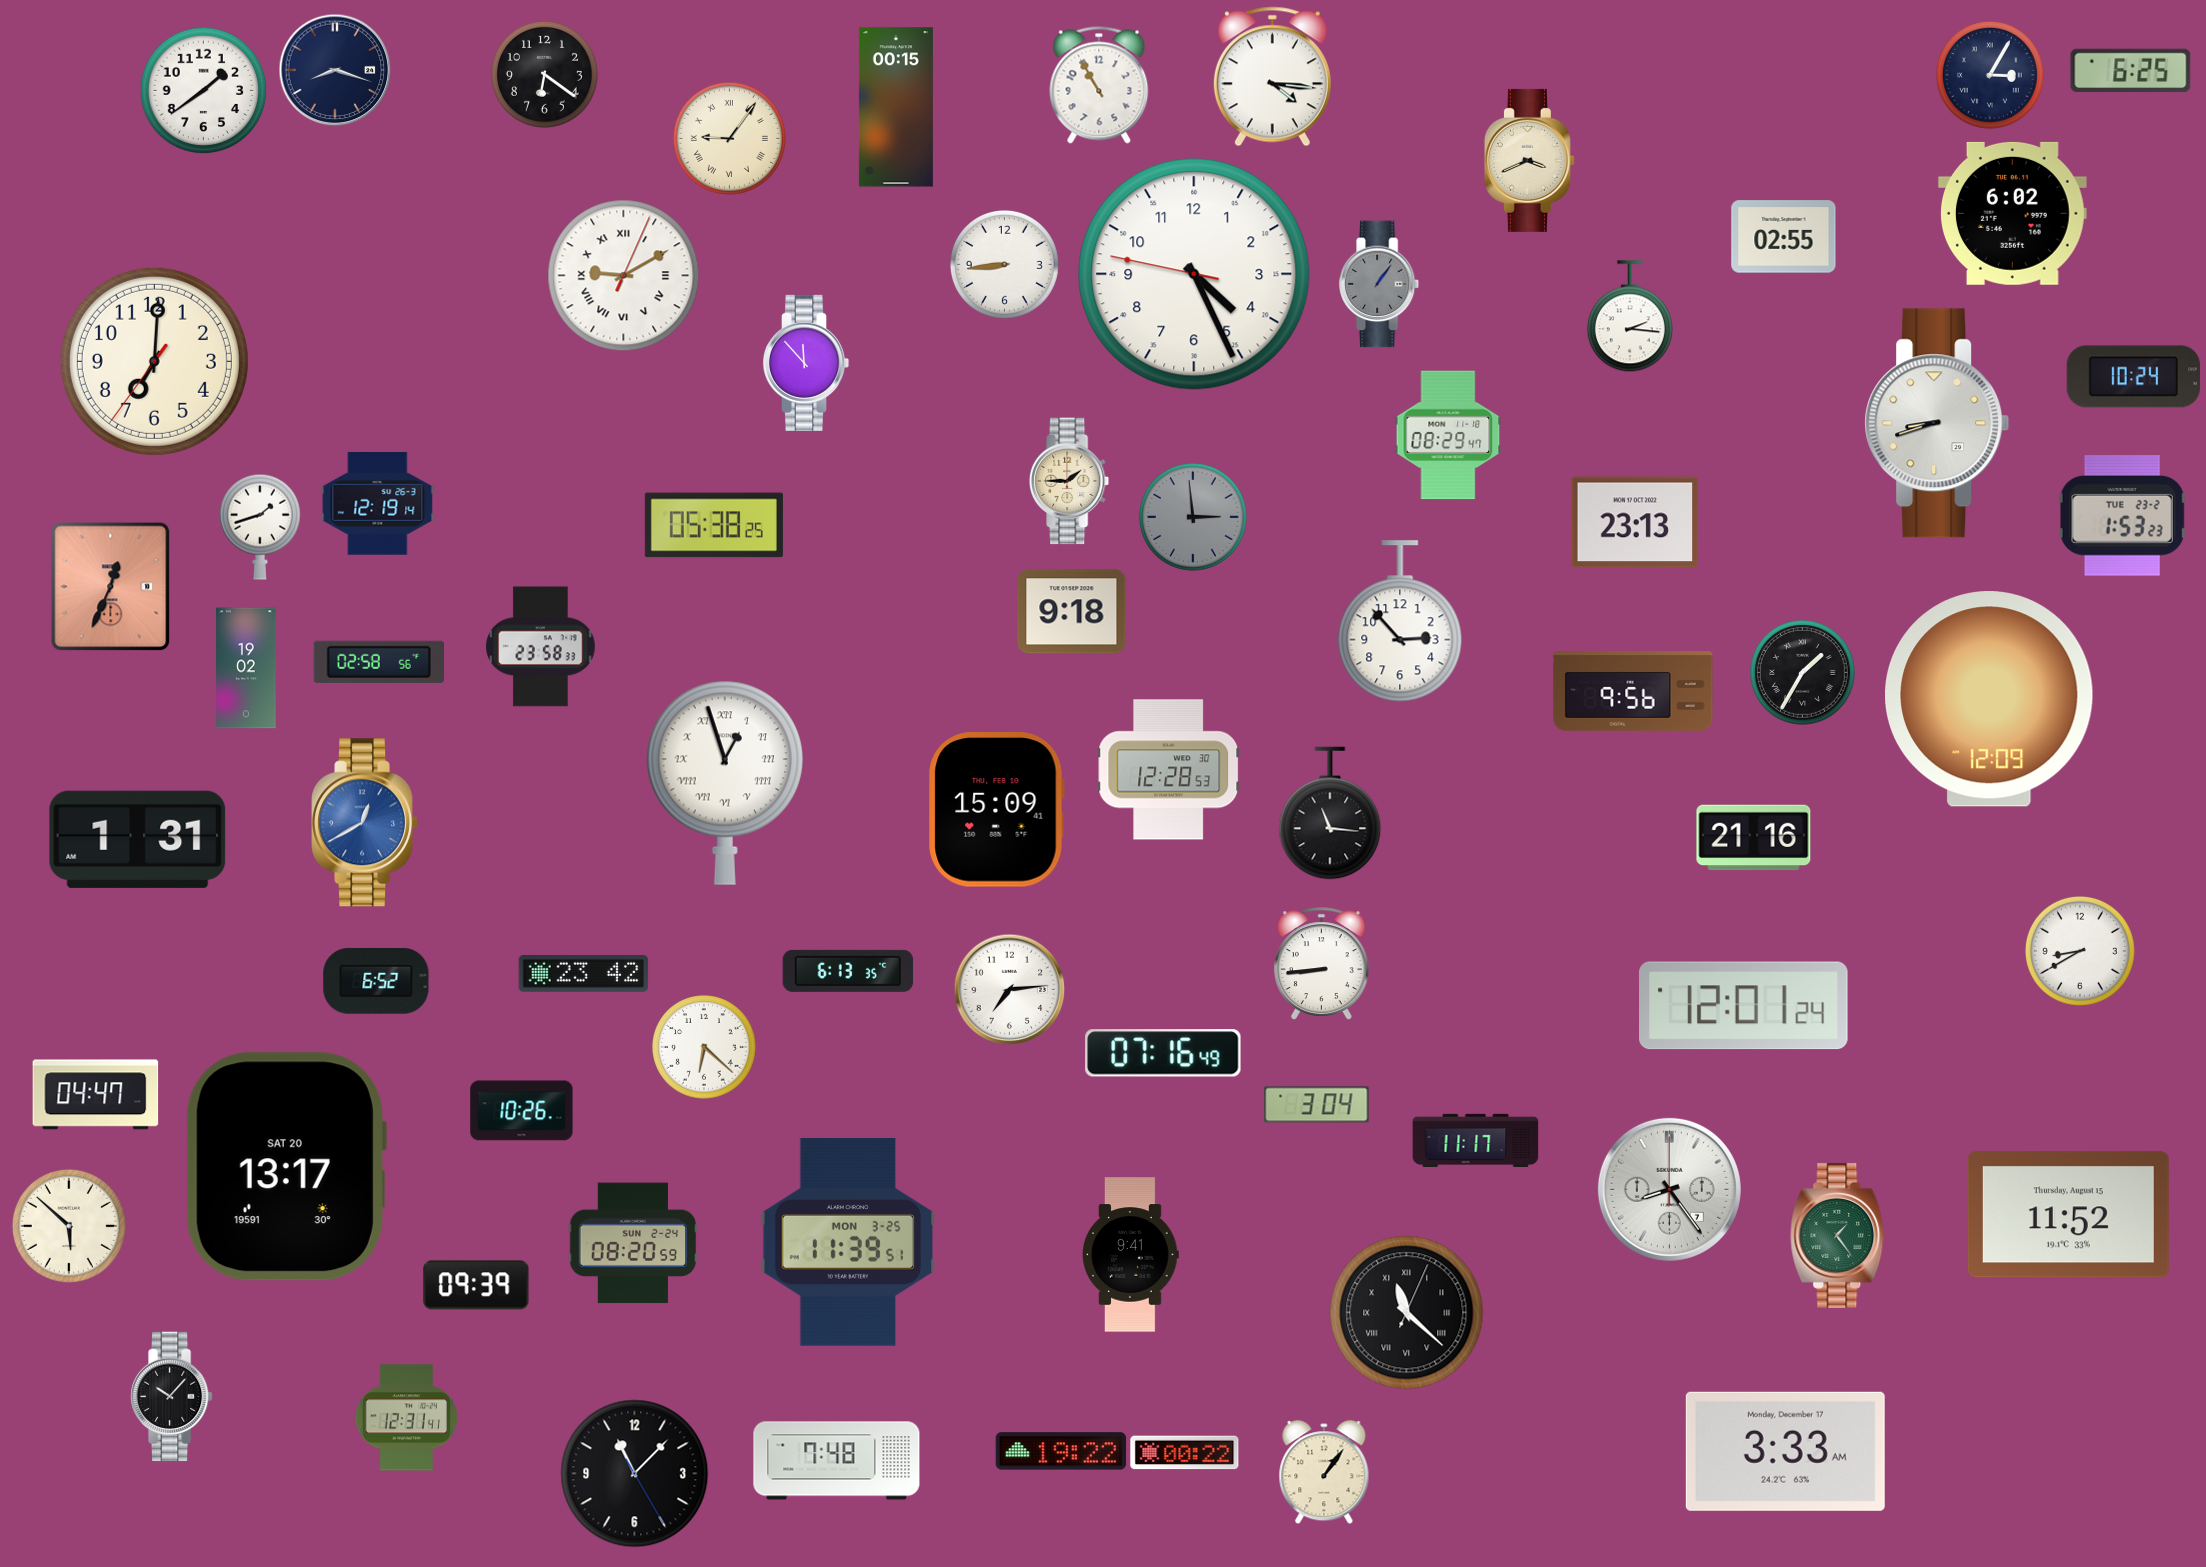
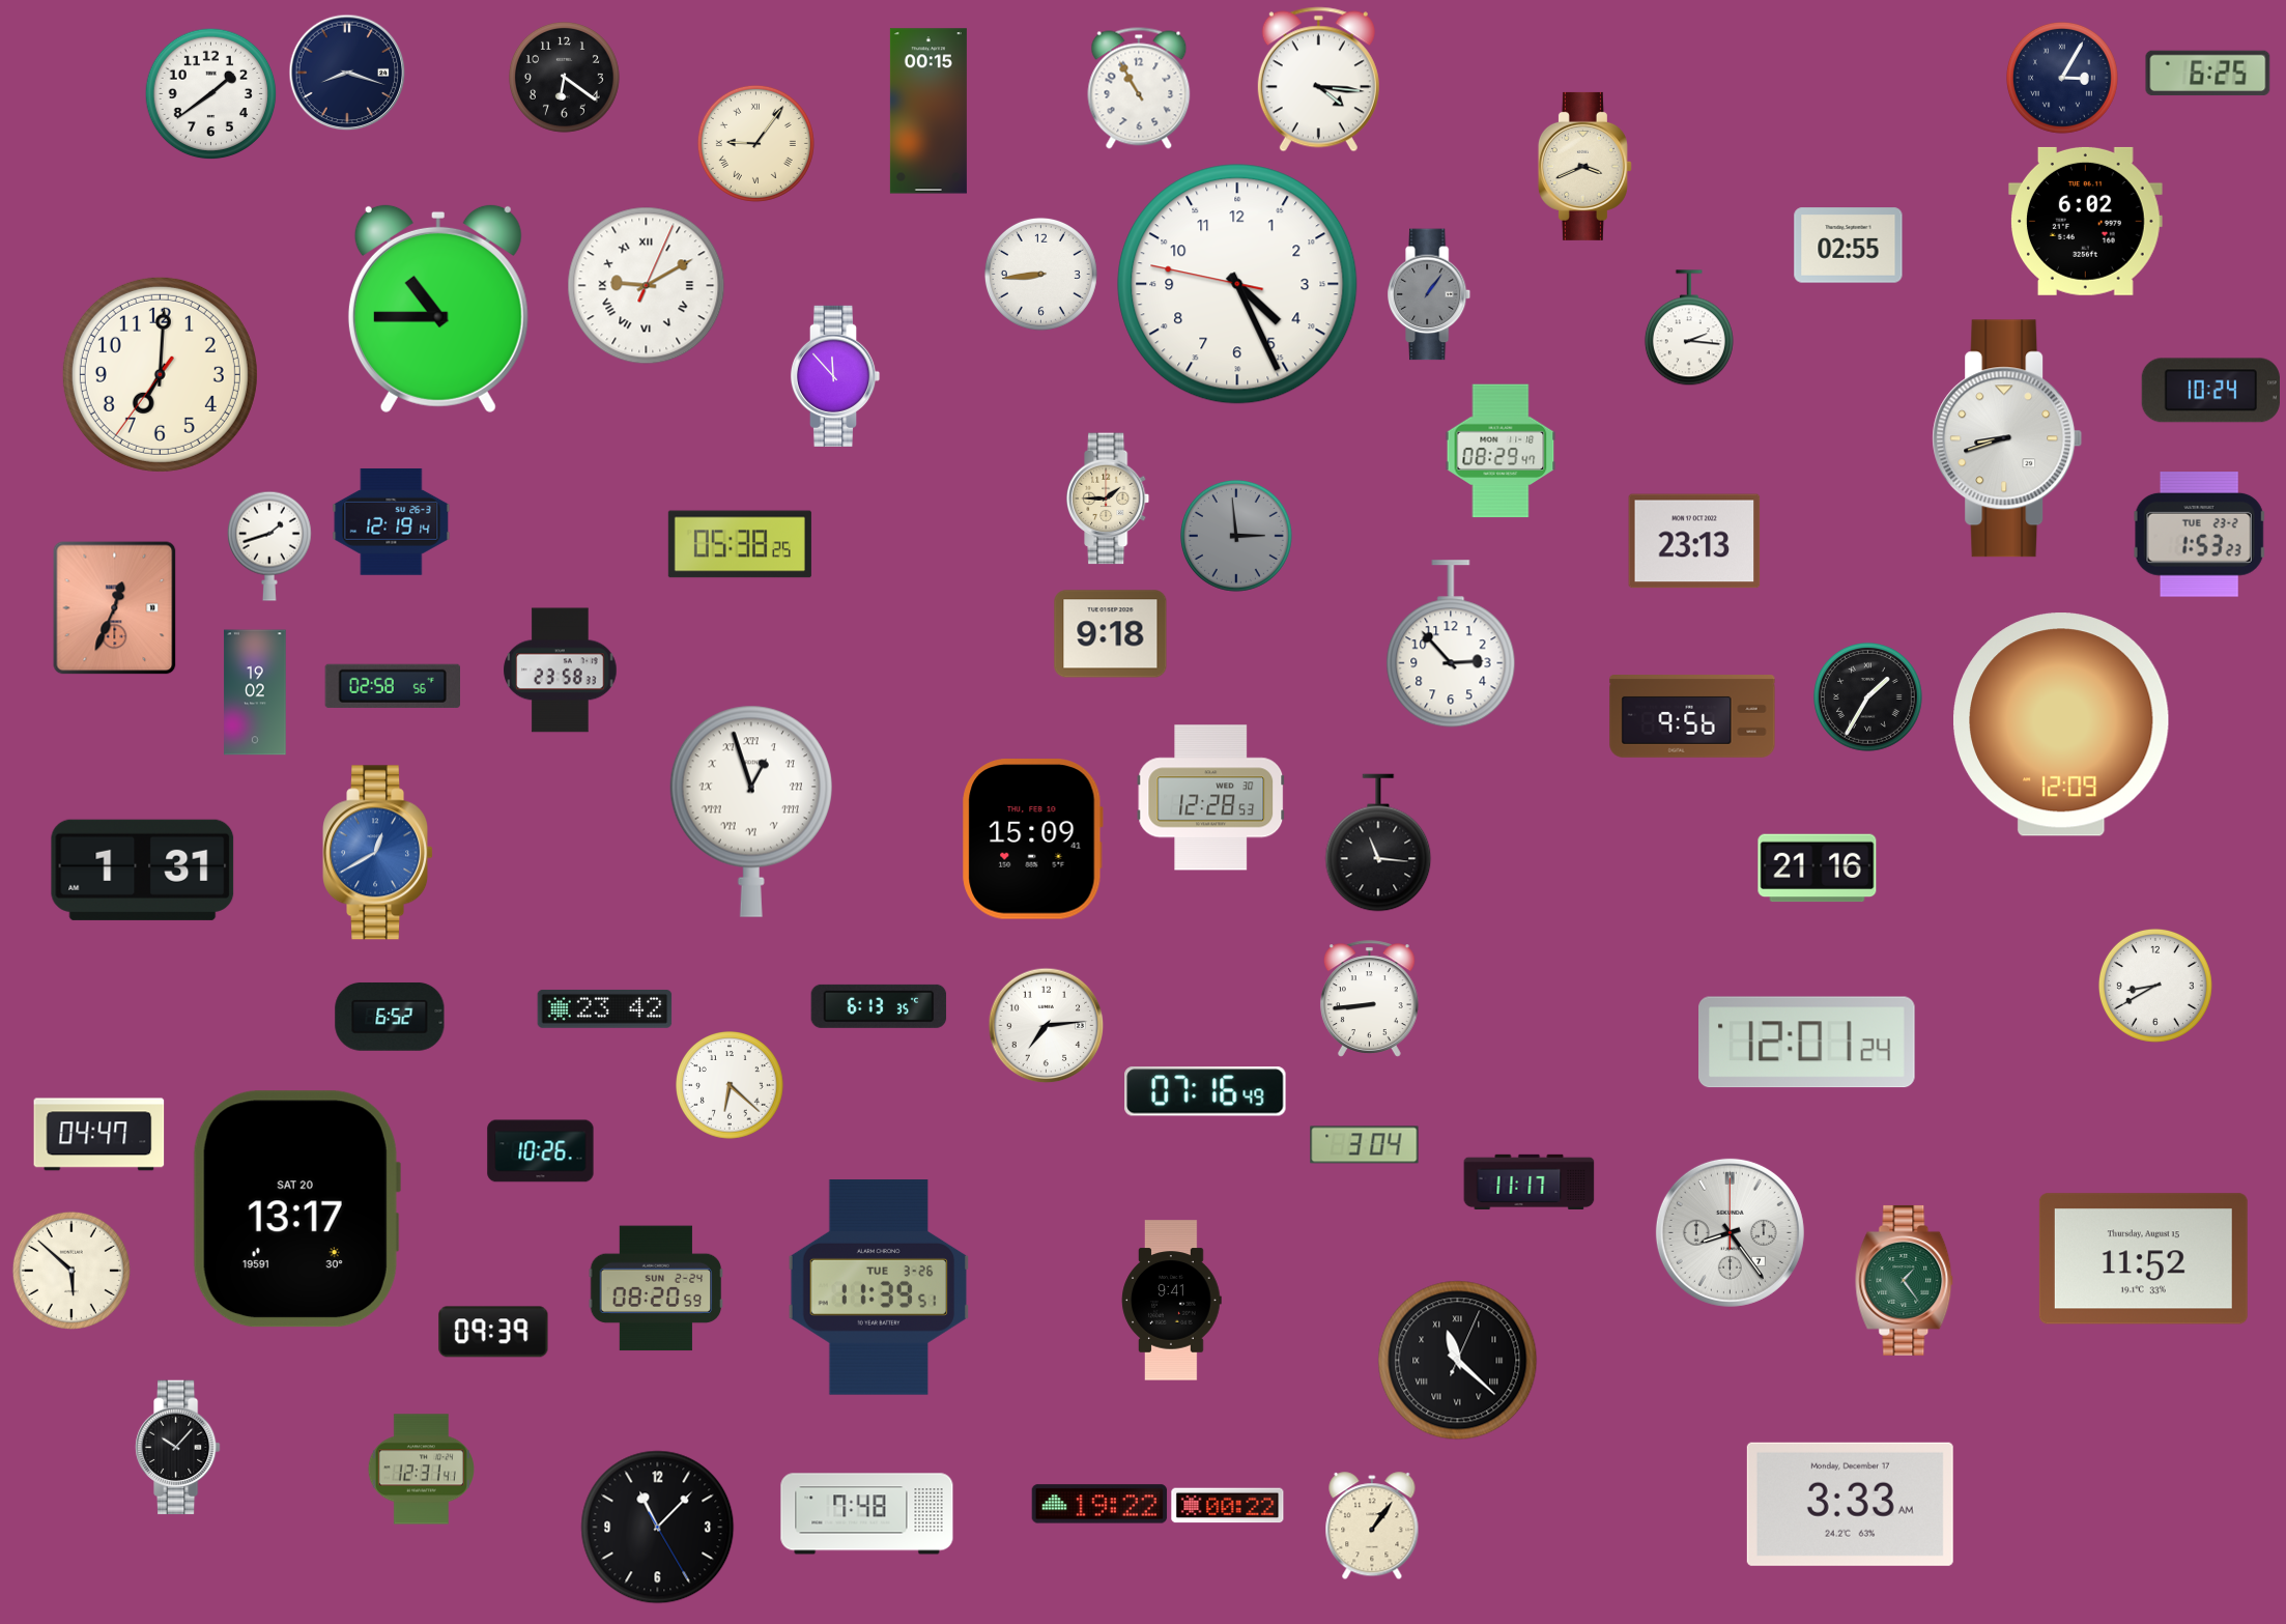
clock at (438, 308): none -> 10:45
clock at (848, 1242) date: MON 3-25 -> TUE 3-26
